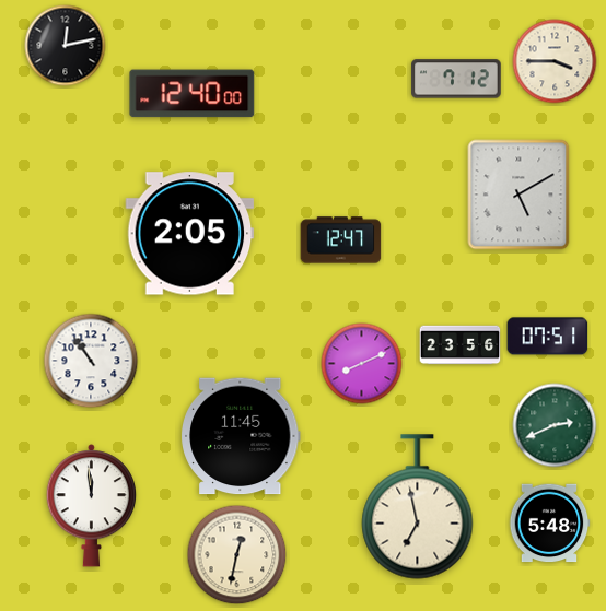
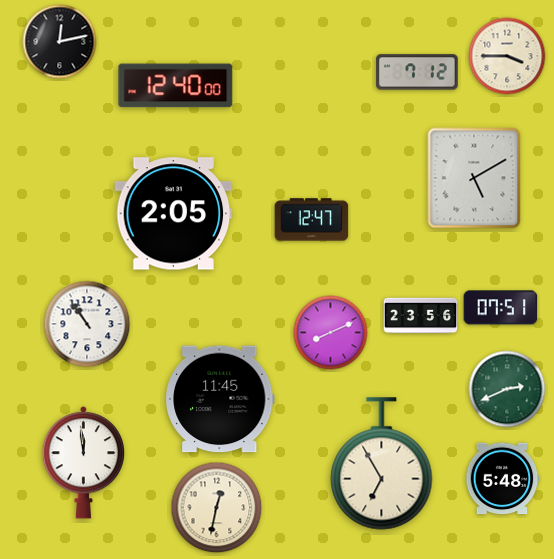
clock at (91, 361) position: (91, 361) -> (87, 324)
clock at (418, 507): 6:58 -> 6:55
